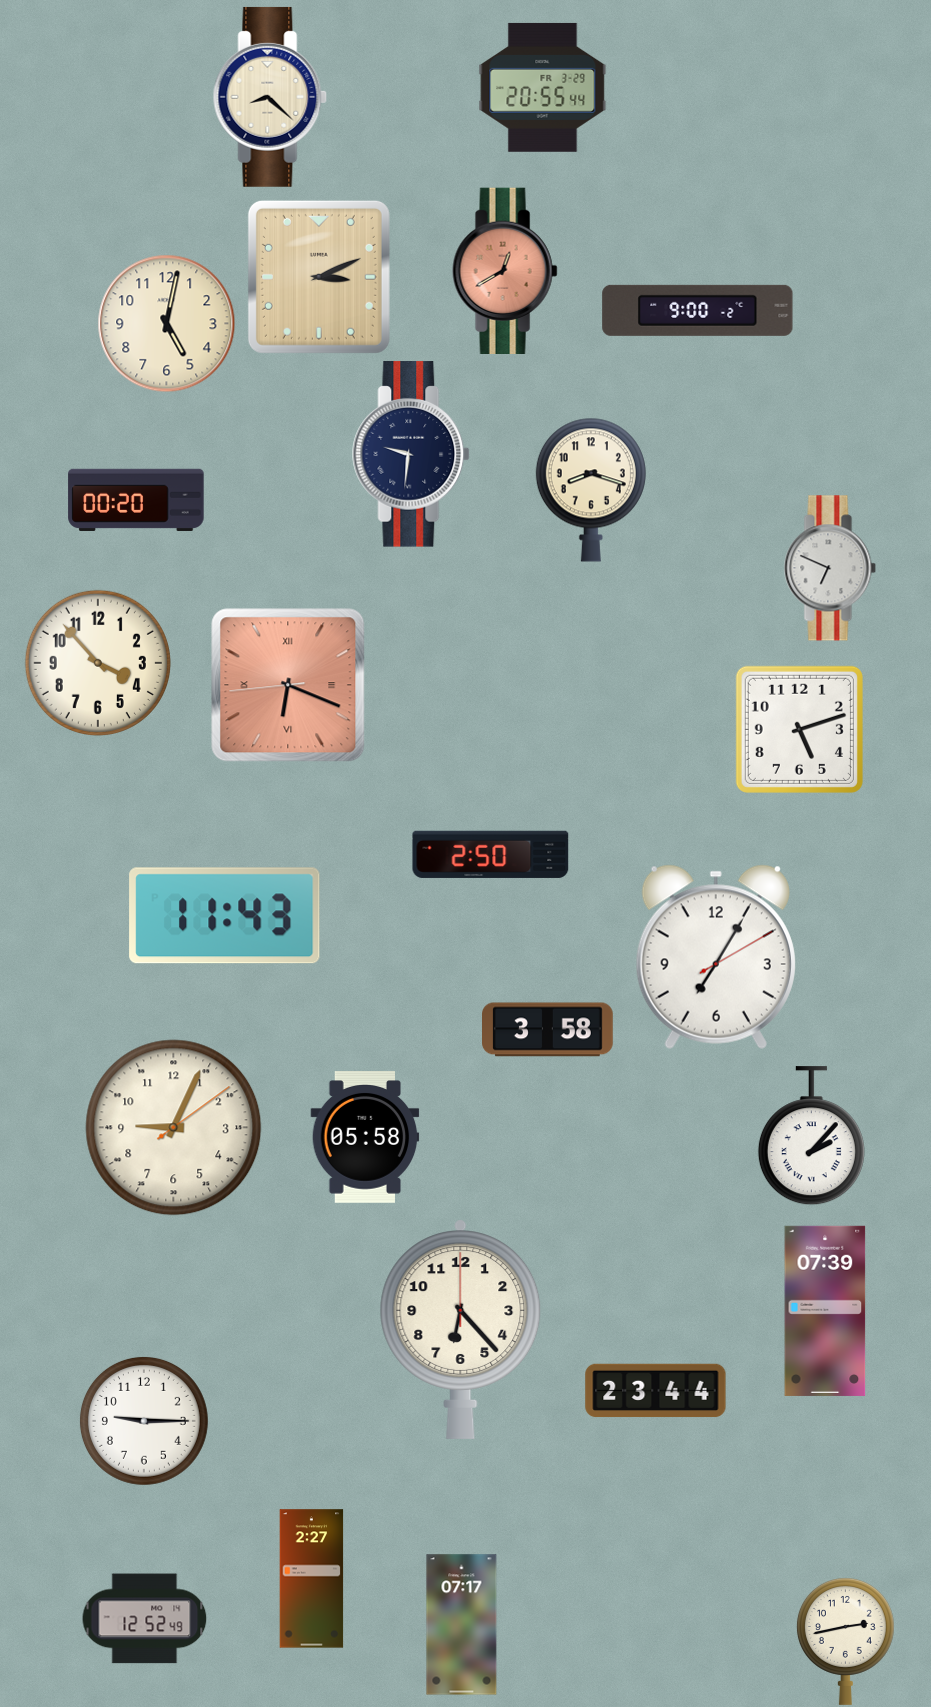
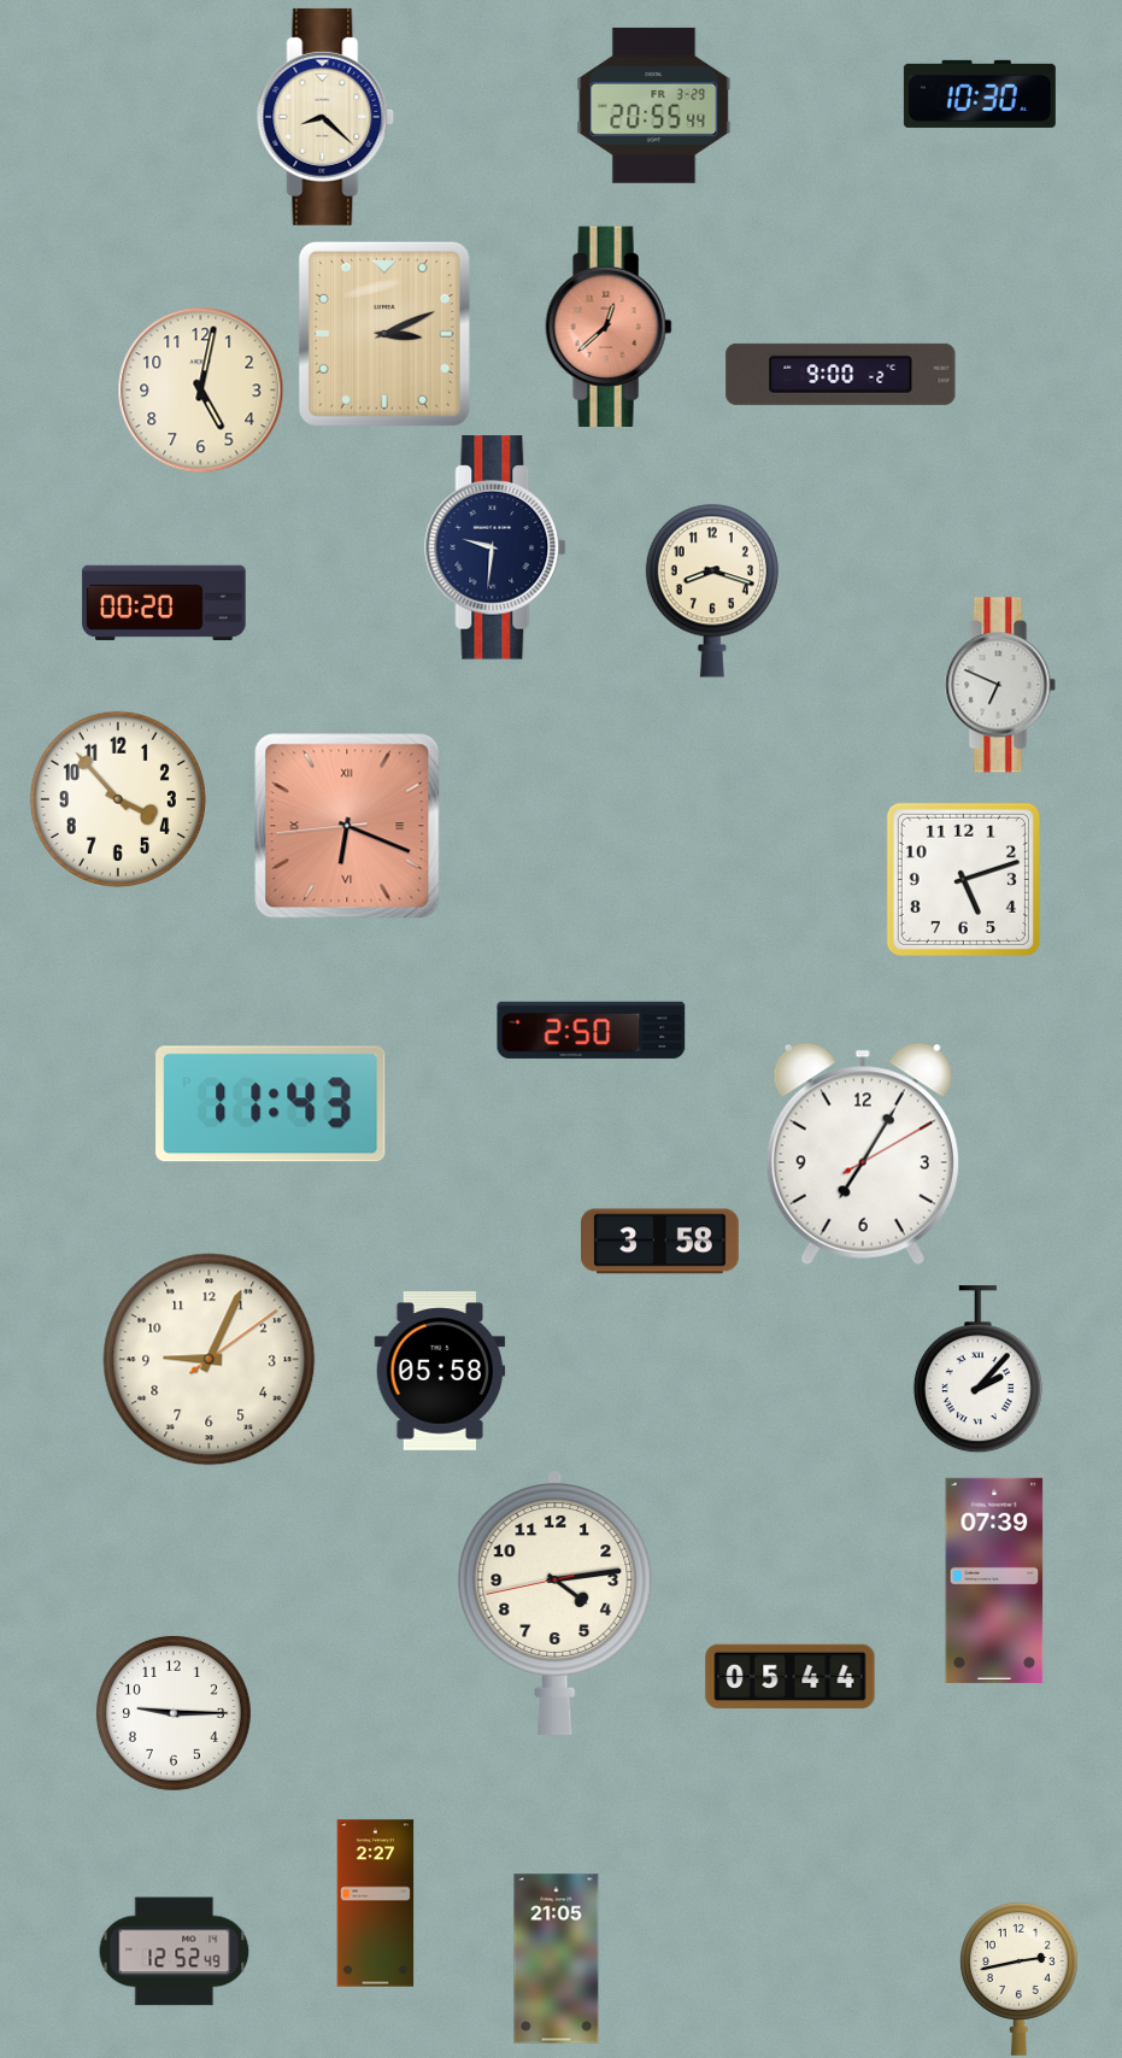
clock at (980, 94): none -> 10:30
clock at (505, 270): 12:40 -> 12:38
clock at (461, 1329): 6:23 -> 4:13
clock at (656, 1391): 23:44 -> 05:44
clock at (462, 1625): 07:17 -> 21:05
